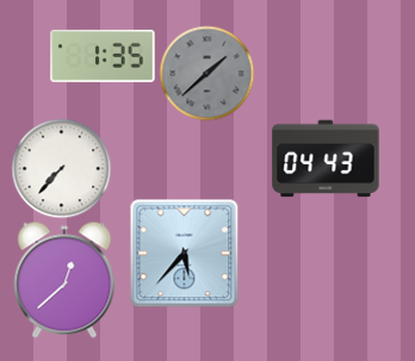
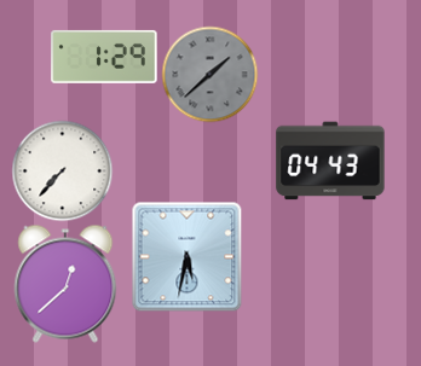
clock at (103, 56): 1:35 -> 1:29
clock at (184, 253): 5:37 -> 5:32
